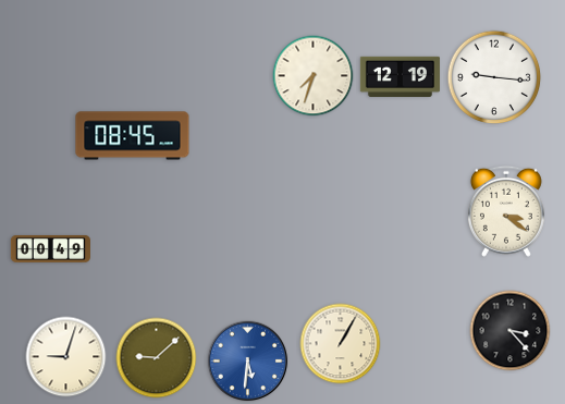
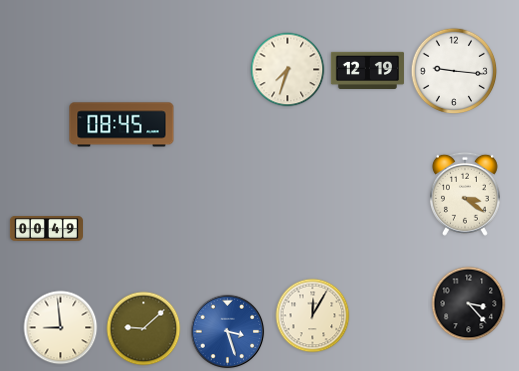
clock at (341, 344): 1:05 -> 12:05
clock at (66, 357): 9:03 -> 8:59
clock at (248, 362): 5:31 -> 3:27
